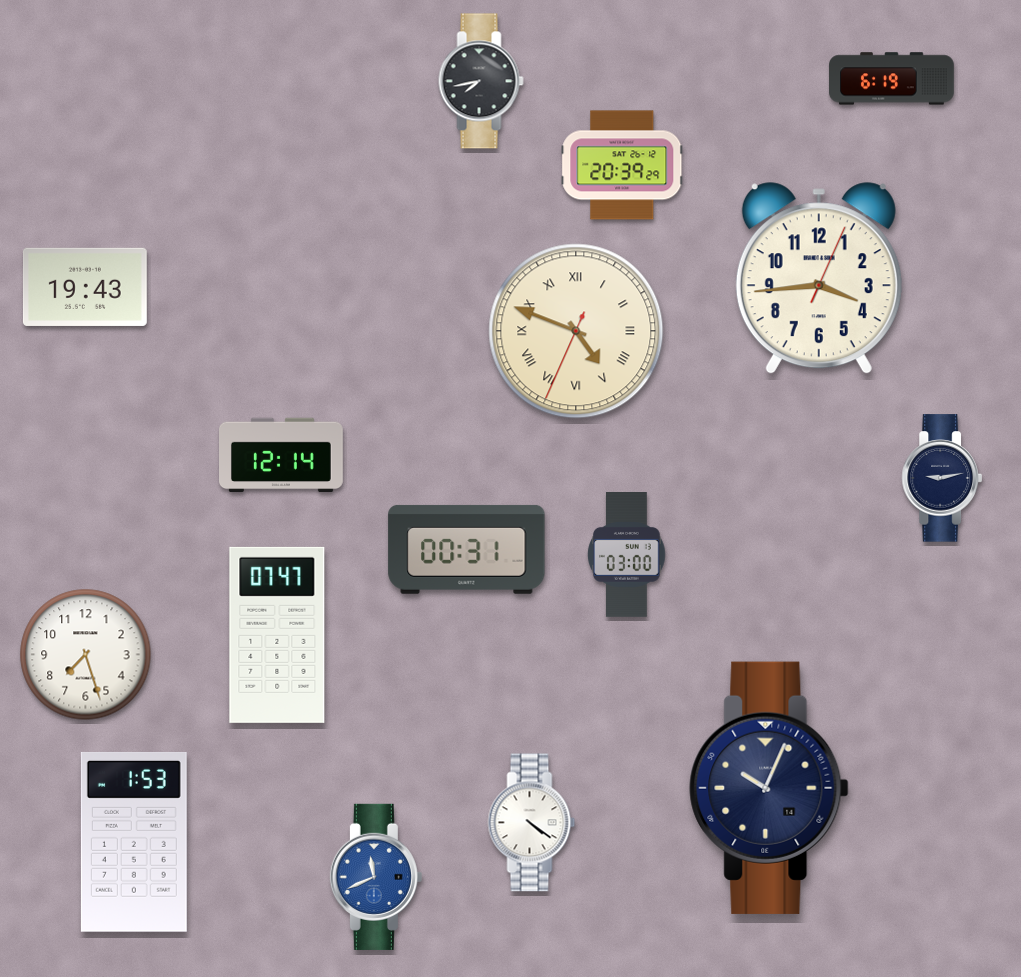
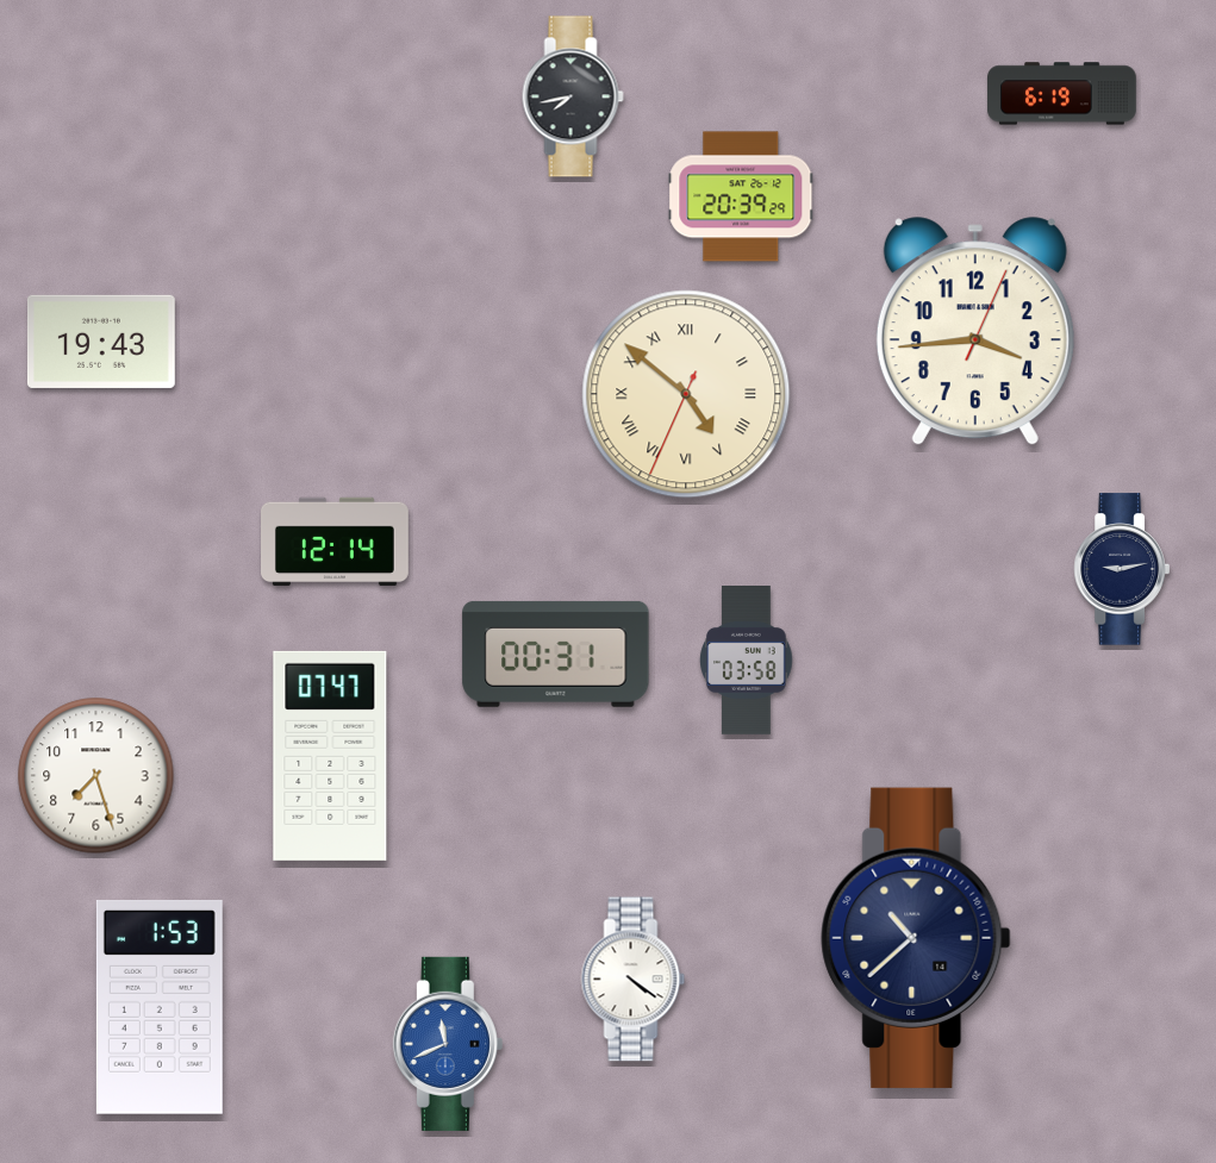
clock at (576, 331): 4:48 -> 4:51
clock at (627, 555): 03:00 -> 03:58
clock at (86, 655) position: (86, 655) -> (96, 776)
clock at (769, 788): 10:04 -> 10:38
clock at (134, 842) position: (134, 842) -> (160, 1007)
